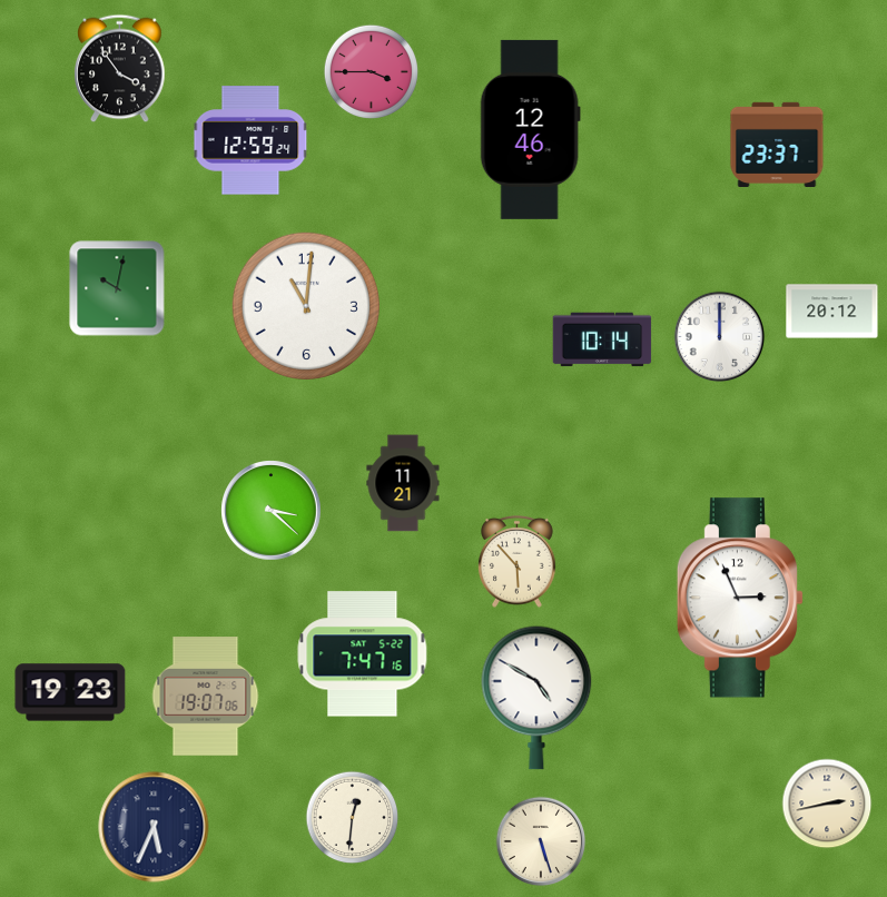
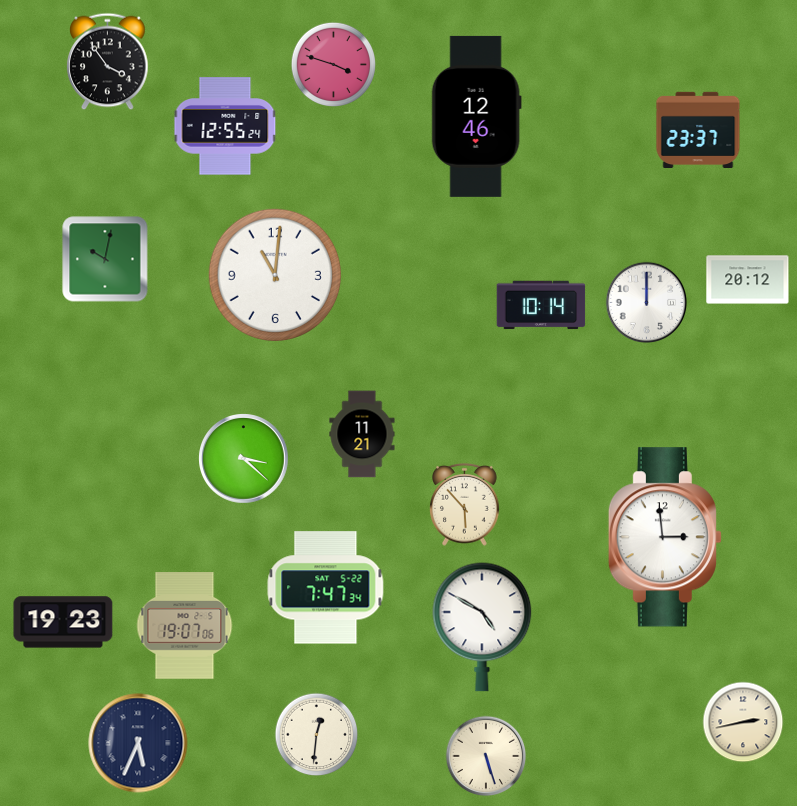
clock at (371, 71): 3:45 -> 3:48
clock at (250, 140): 12:59 -> 12:55
clock at (740, 598): 2:56 -> 2:59
clock at (363, 654): 7:47:16 -> 7:47:34
